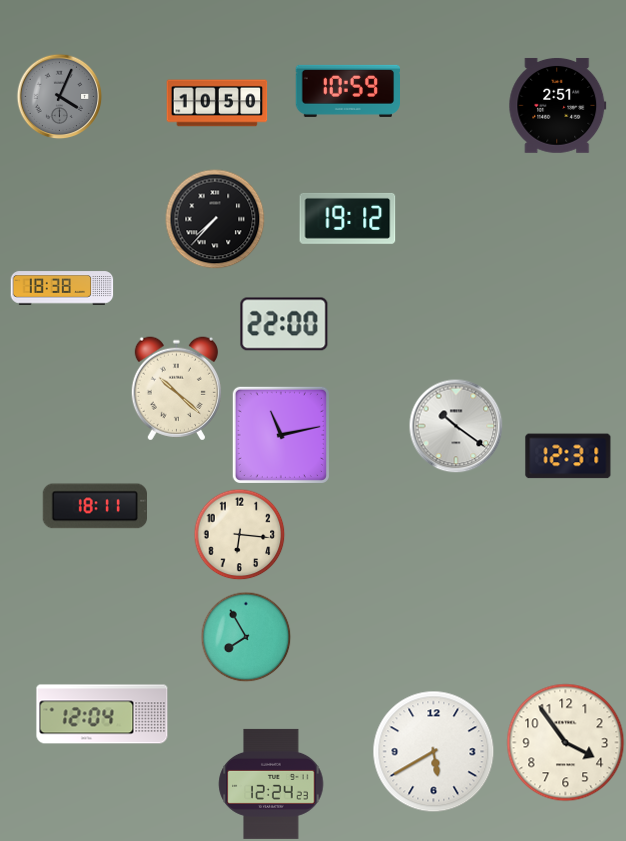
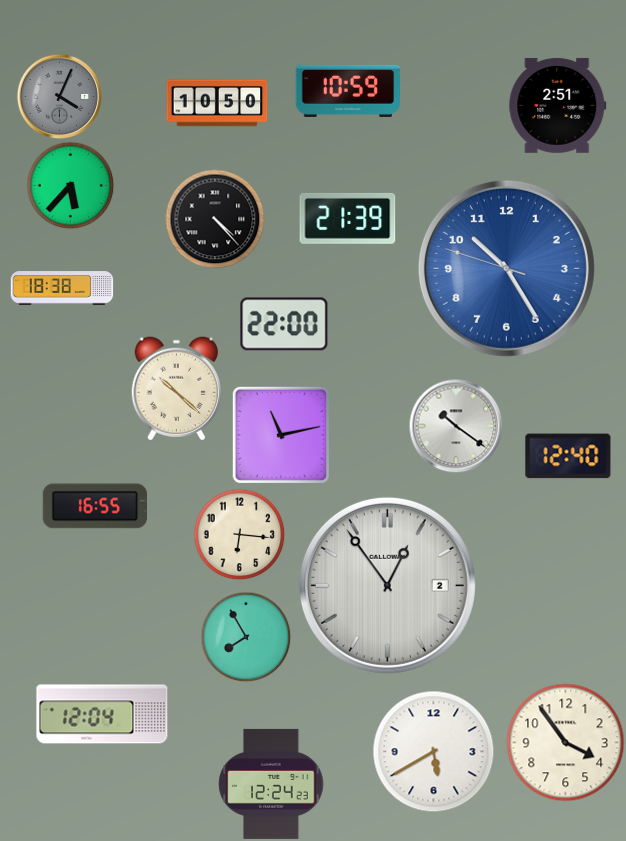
clock at (70, 185): none -> 5:37
clock at (348, 218): 19:12 -> 21:39
clock at (215, 219): 7:37 -> 4:23
clock at (506, 268): none -> 10:24
clock at (568, 456): 12:31 -> 12:40
clock at (94, 506): 18:11 -> 16:55
clock at (387, 585): none -> 12:54
